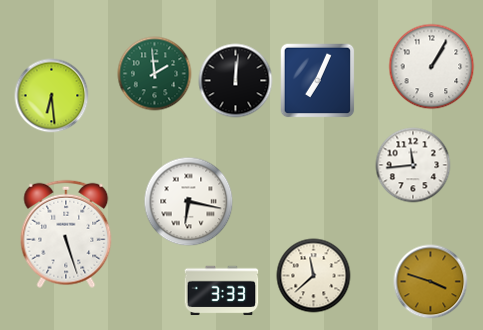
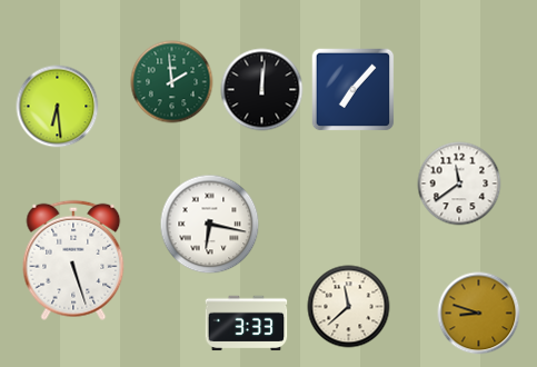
clock at (432, 67): 1:05 -> none
clock at (318, 81): 7:04 -> 7:07
clock at (413, 165): 11:44 -> 11:39
clock at (431, 282): 3:48 -> 8:48
